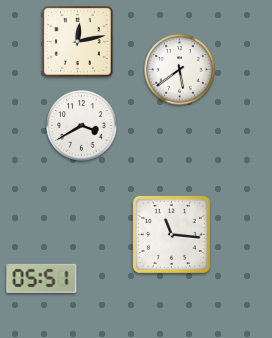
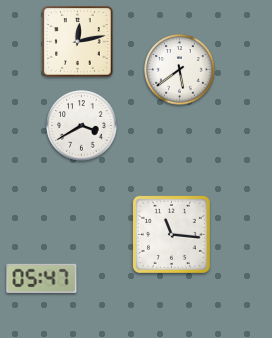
clock at (42, 278): 05:51 -> 05:47
